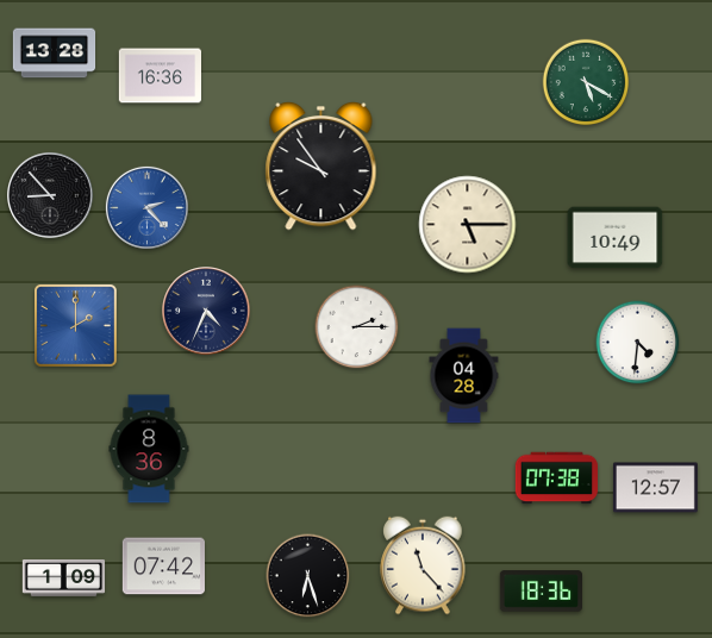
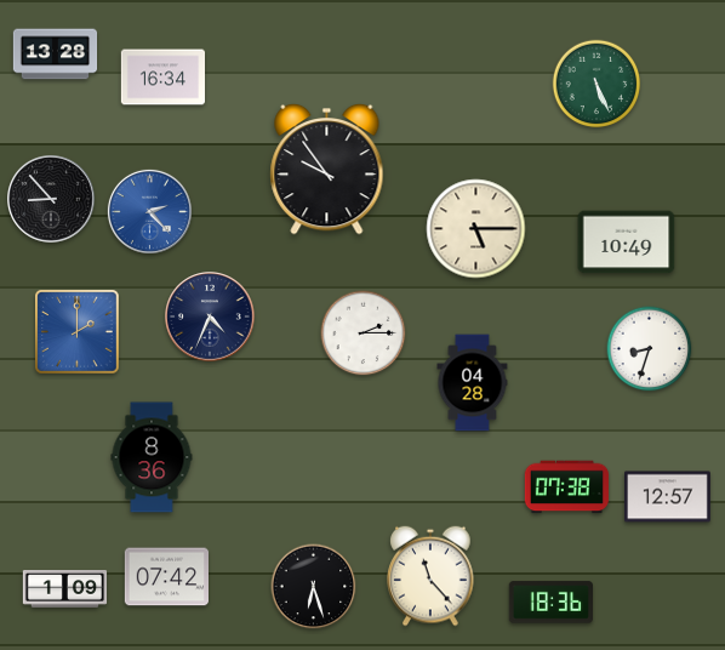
clock at (160, 76): 16:36 -> 16:34
clock at (586, 82): 5:20 -> 5:26
clock at (638, 343): 4:31 -> 8:33
